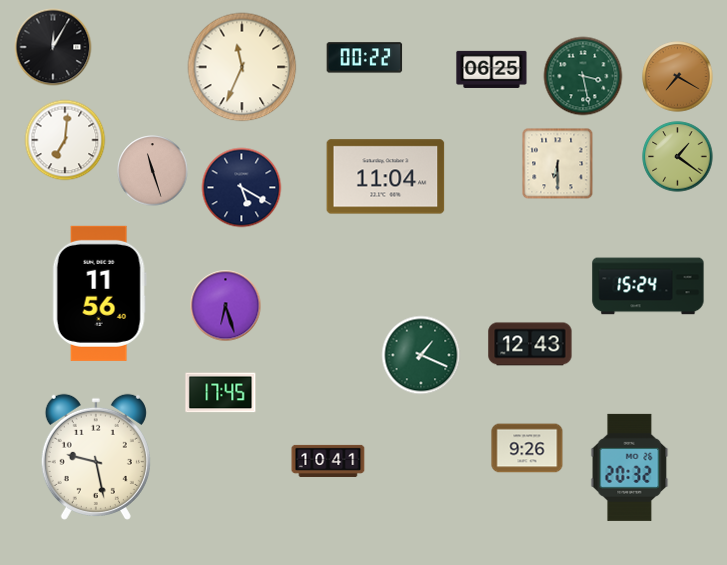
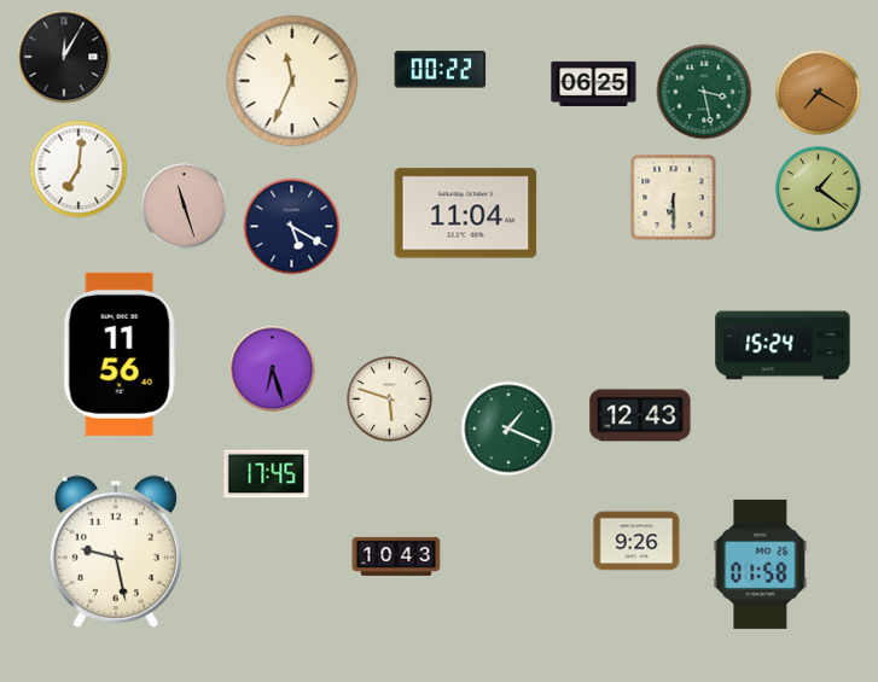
clock at (390, 400): none -> 5:48
clock at (328, 461): 10:41 -> 10:43
clock at (630, 467): 20:32 -> 01:58
